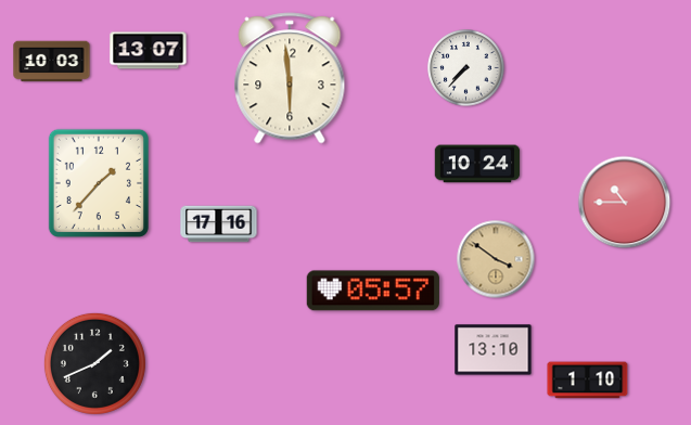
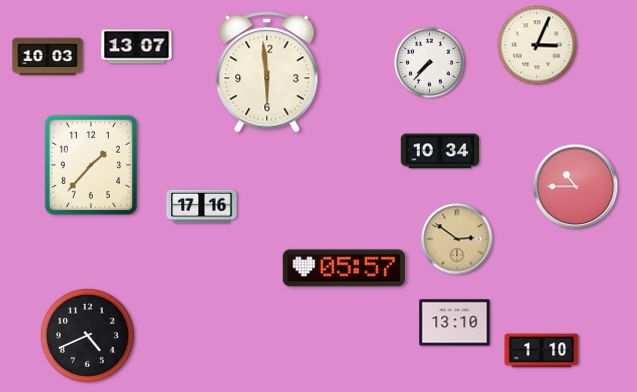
clock at (537, 45): none -> 3:04
clock at (477, 164): 10:24 -> 10:34
clock at (99, 182) position: (99, 182) -> (91, 164)
clock at (496, 259): 3:51 -> 2:51
clock at (94, 363): 1:41 -> 4:41
